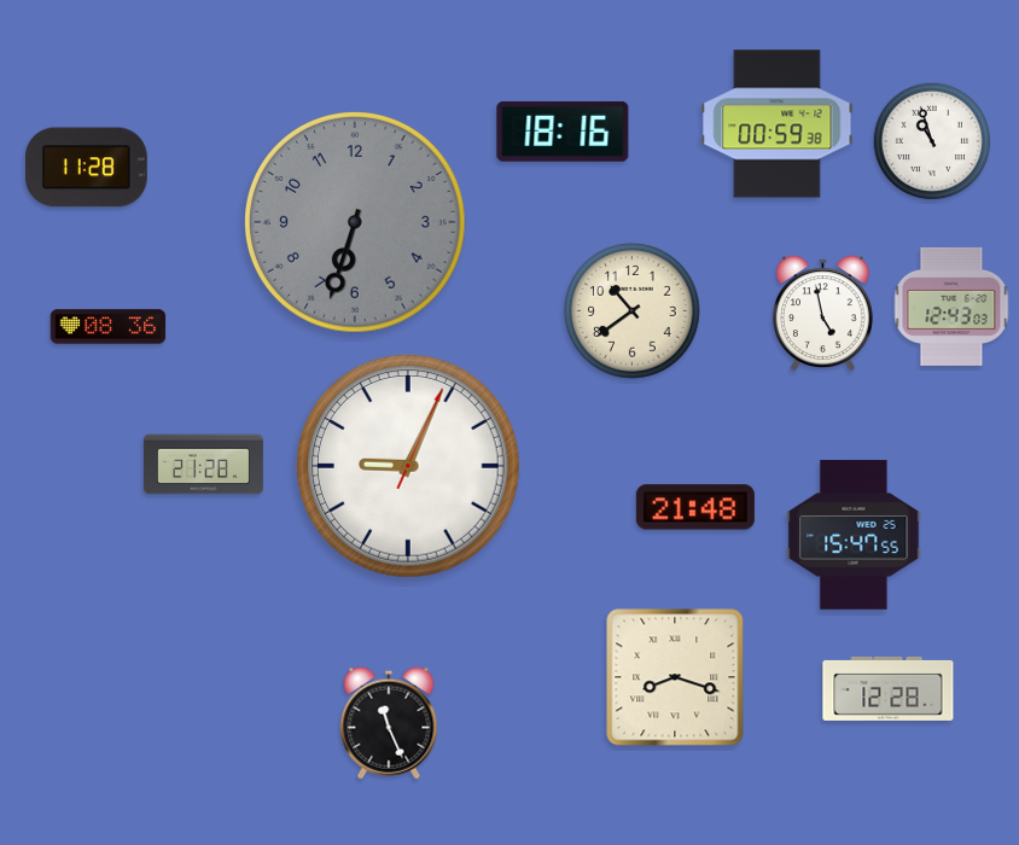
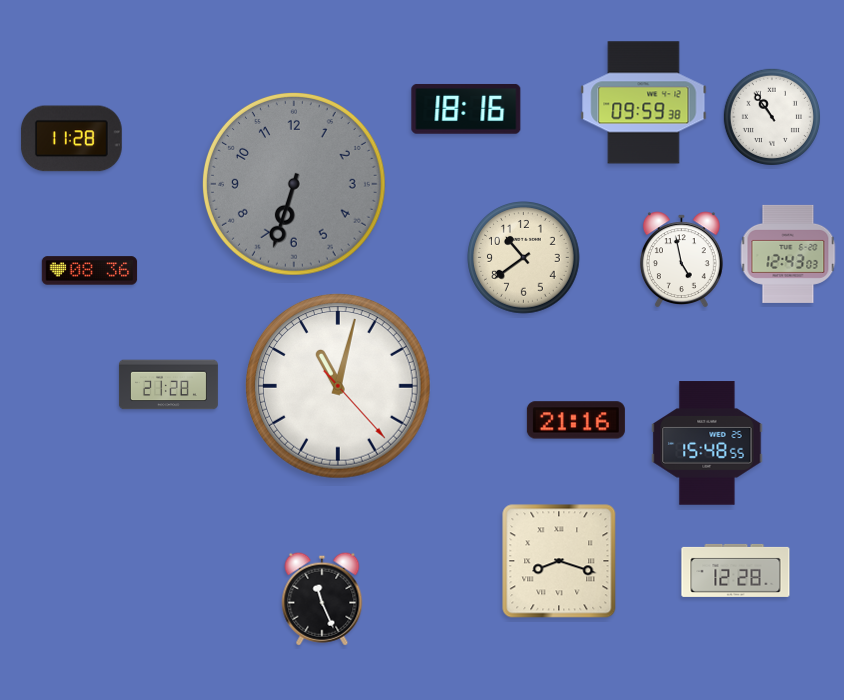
clock at (778, 124): 00:59 -> 09:59
clock at (931, 140): 10:57 -> 10:54
clock at (409, 467): 9:04 -> 11:02
clock at (695, 507): 21:48 -> 21:16
clock at (854, 535): 15:47 -> 15:48
